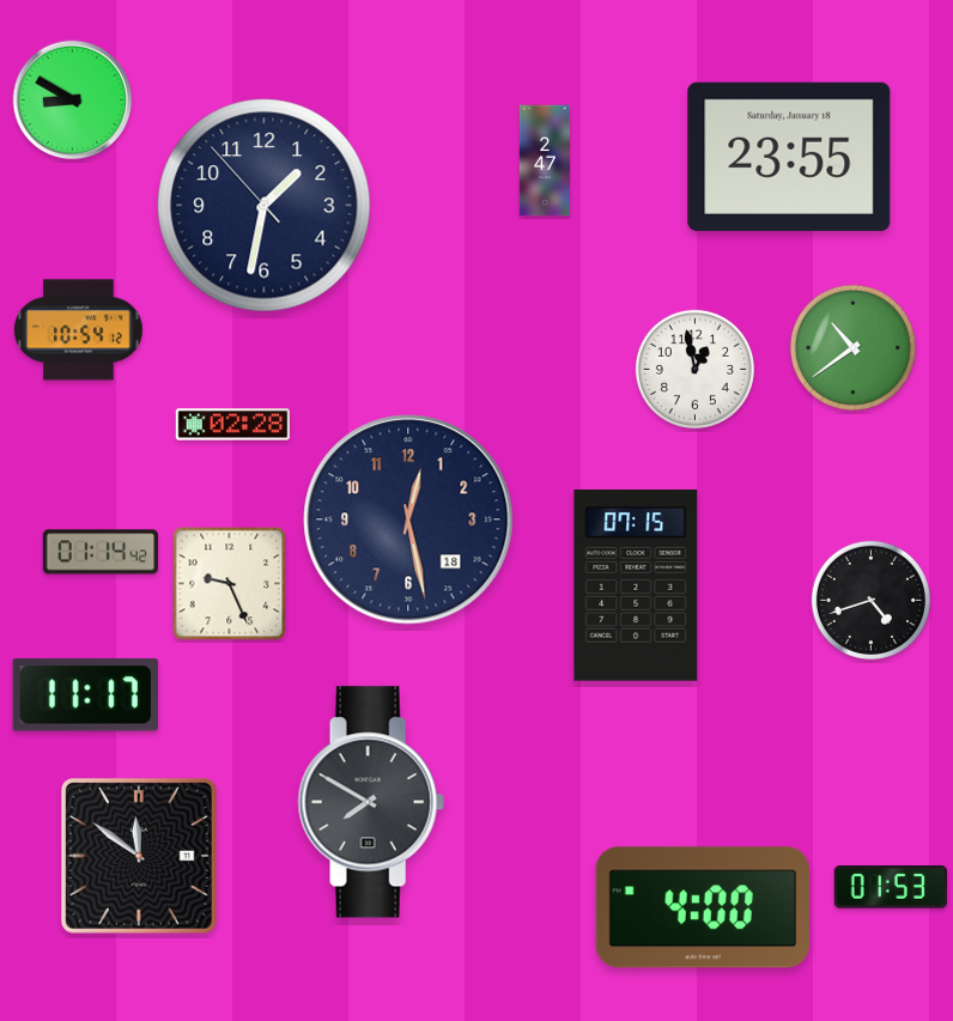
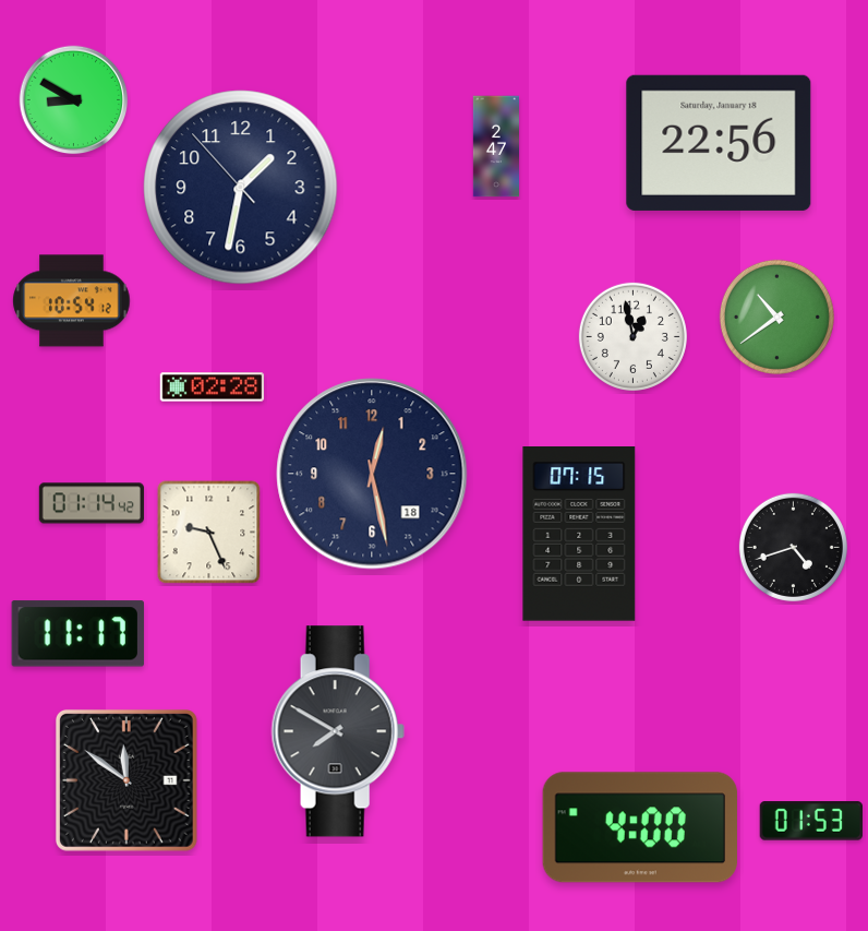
clock at (73, 101) position: (73, 101) -> (74, 100)
clock at (789, 157): 23:55 -> 22:56
clock at (891, 887) position: (891, 887) -> (811, 821)
